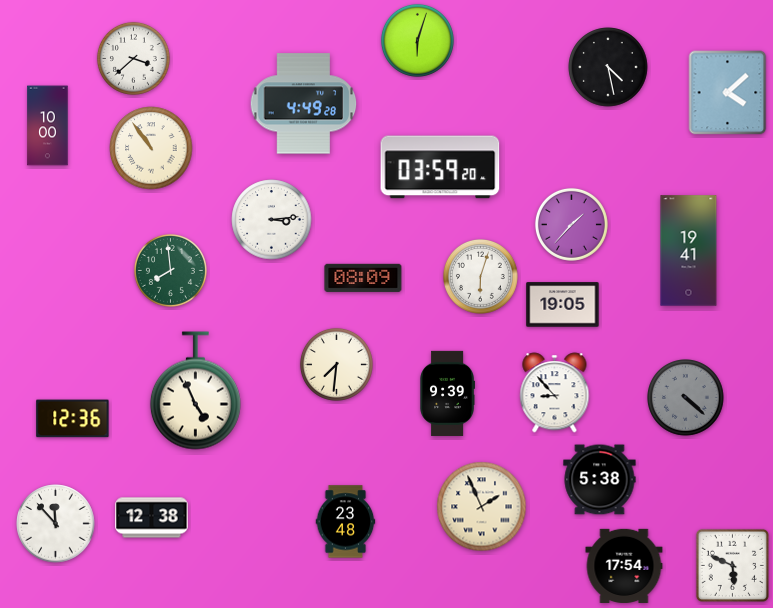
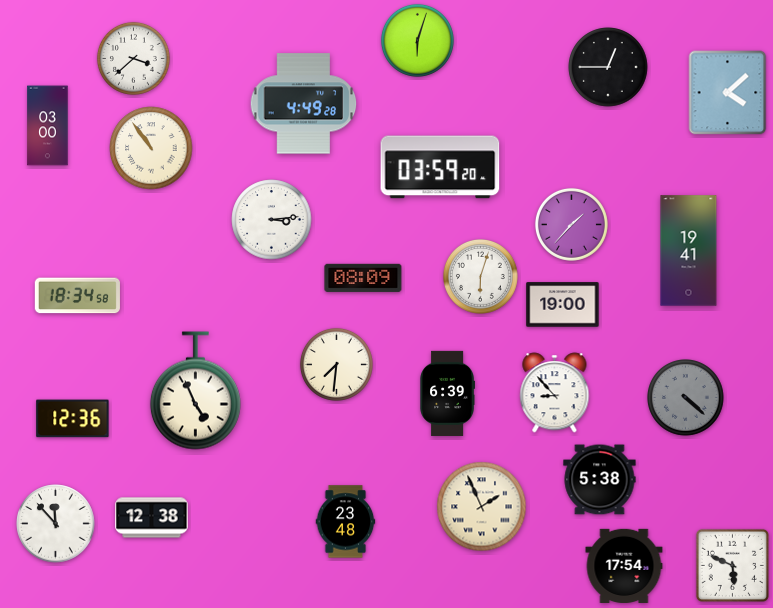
clock at (608, 67): 4:28 -> 12:45
clock at (48, 126): 10:00 -> 03:00
clock at (170, 270): 7:59 -> none
clock at (77, 296): none -> 18:34
clock at (563, 305): 19:05 -> 19:00
clock at (447, 393): 9:39 -> 6:39
